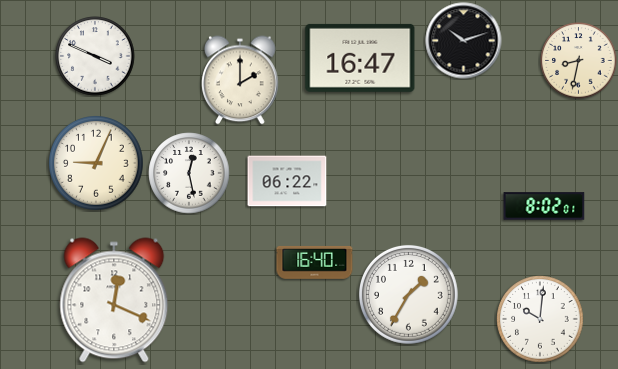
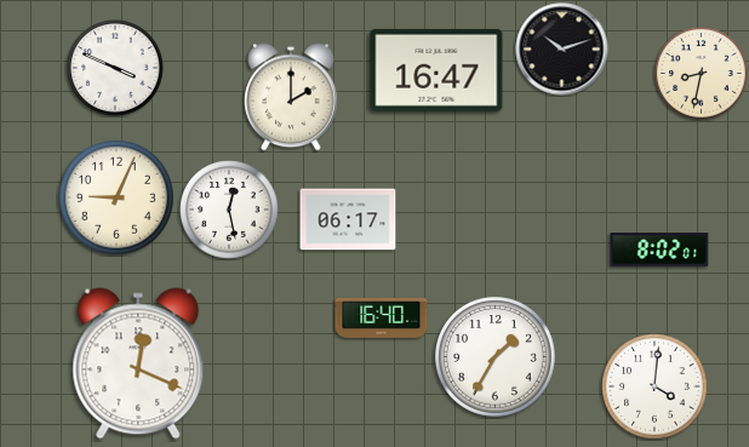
clock at (287, 181): 06:22 -> 06:17
clock at (540, 319): 10:01 -> 4:01
